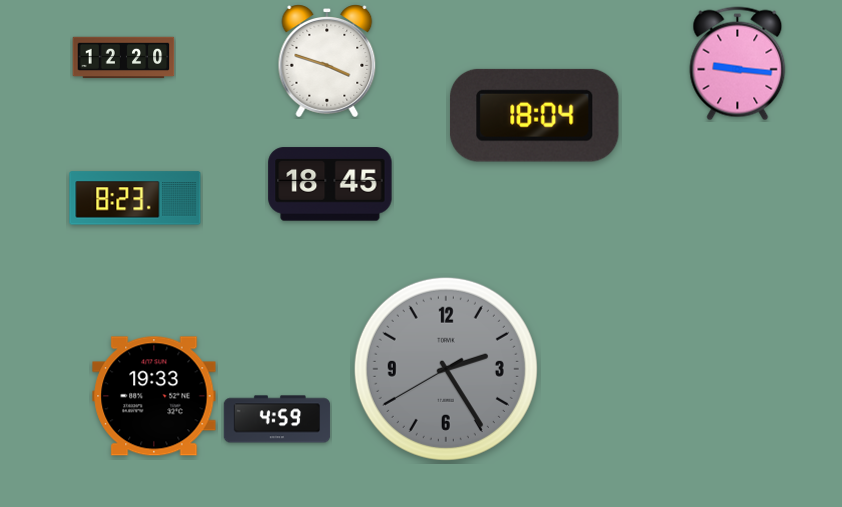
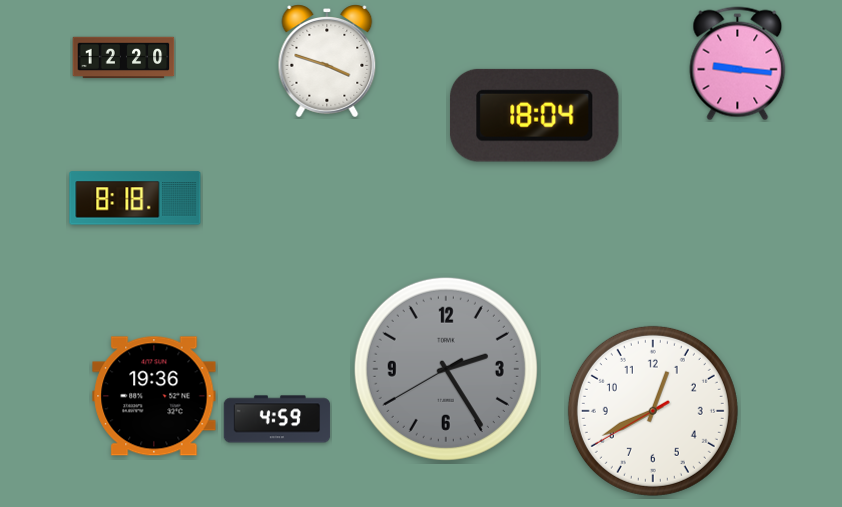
clock at (330, 184): 18:45 -> none
clock at (135, 198): 8:23 -> 8:18
clock at (154, 396): 19:33 -> 19:36
clock at (653, 411): none -> 12:40
